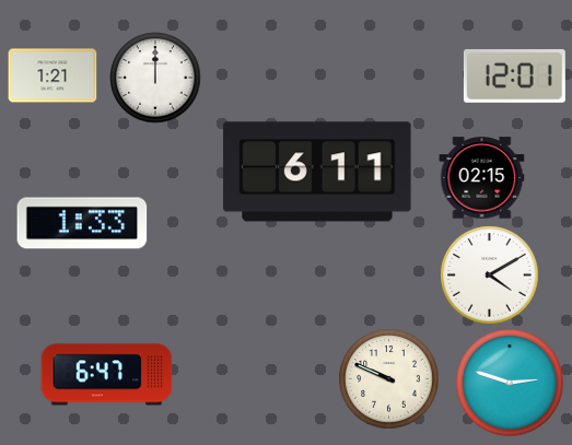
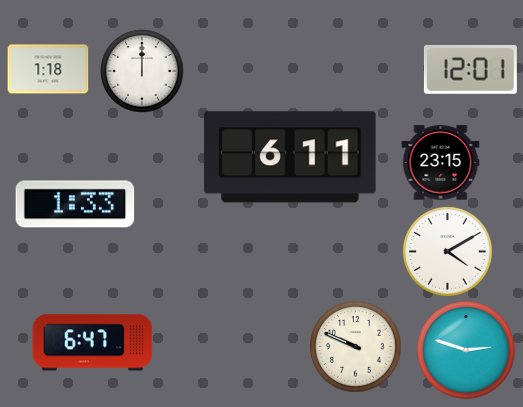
clock at (52, 75): 1:21 -> 1:18
clock at (482, 178): 02:15 -> 23:15
clock at (107, 375) position: (107, 375) -> (93, 343)
